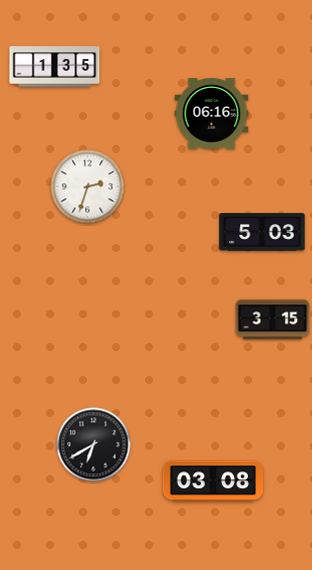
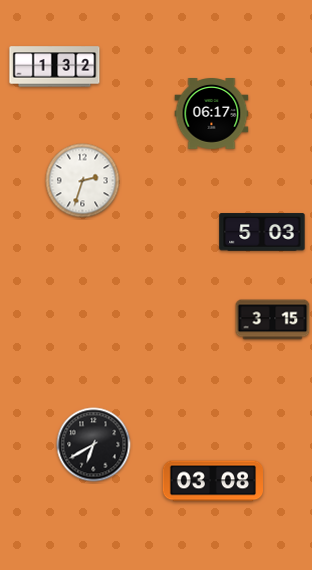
clock at (55, 67): 1:35 -> 1:32
clock at (212, 114): 06:16 -> 06:17
clock at (88, 187) position: (88, 187) -> (83, 181)
